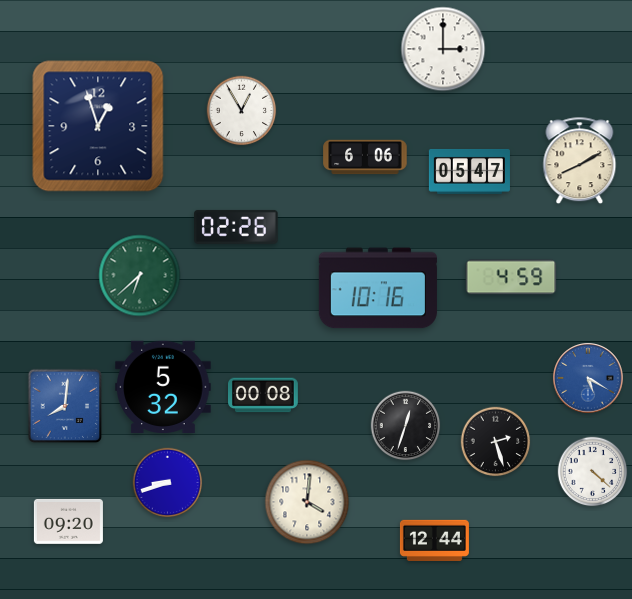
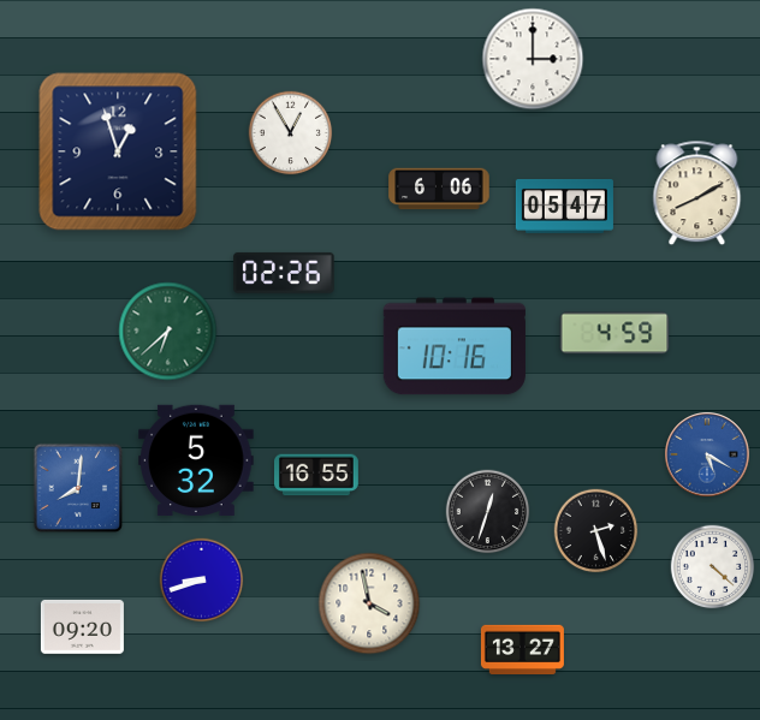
clock at (163, 386) position: (163, 386) -> (196, 459)
clock at (264, 395): 00:08 -> 16:55
clock at (307, 502): 4:01 -> 3:58
clock at (434, 540): 12:44 -> 13:27
